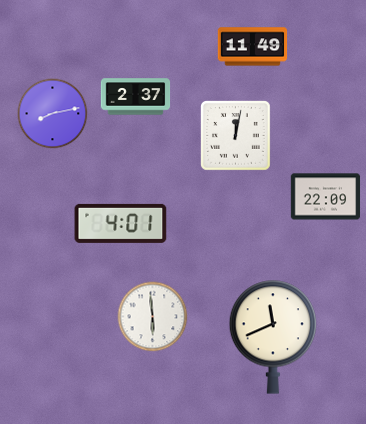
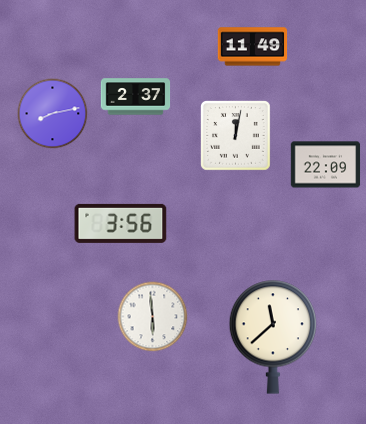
clock at (326, 197) position: (326, 197) -> (326, 165)
clock at (121, 223): 4:01 -> 3:56
clock at (273, 337): 11:41 -> 11:38
